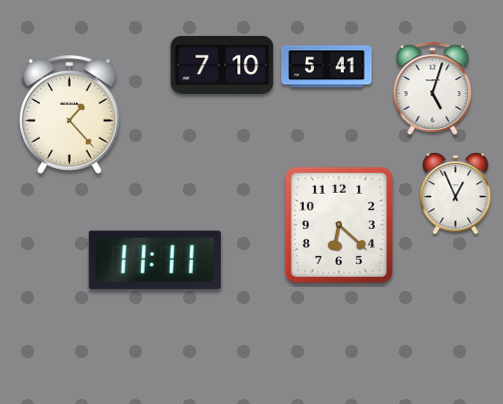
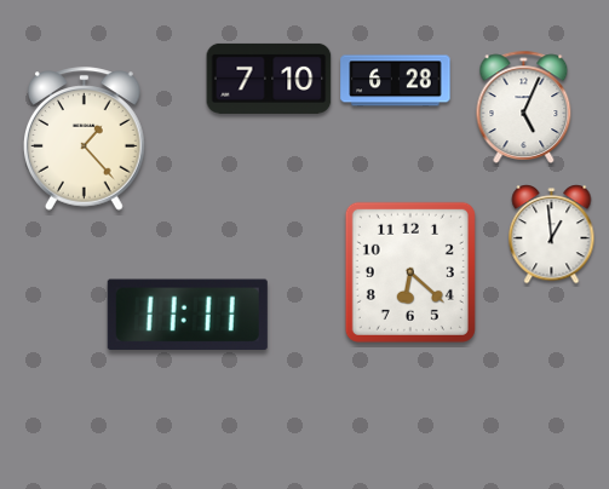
clock at (327, 67): 5:41 -> 6:28
clock at (433, 88): 5:03 -> 5:04
clock at (456, 194): 12:56 -> 12:59
